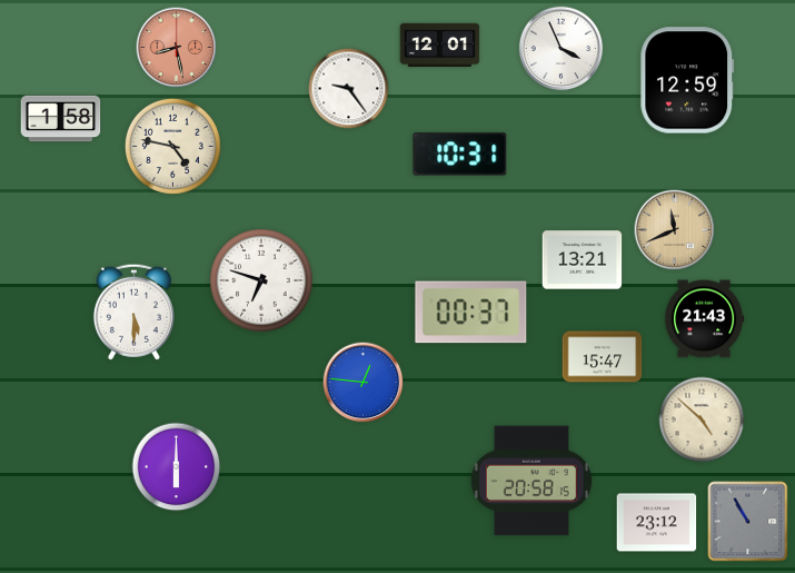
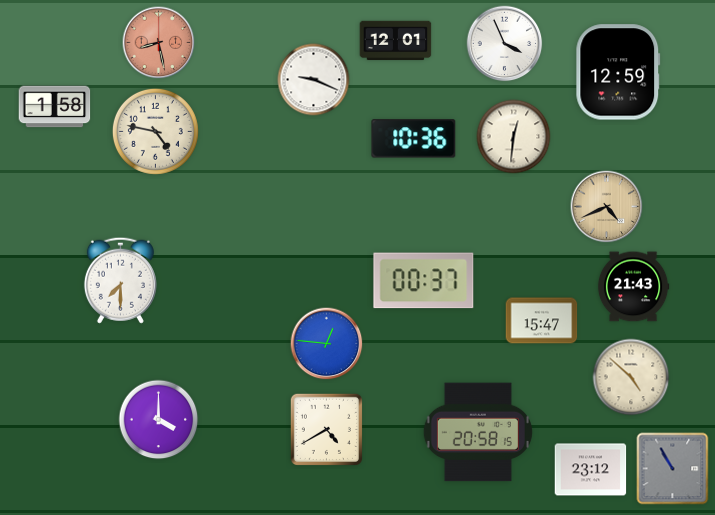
clock at (349, 89): 9:24 -> 9:19
clock at (514, 137): none -> 12:31
clock at (460, 155): 10:31 -> 10:36
clock at (675, 230): 11:41 -> 4:41
clock at (583, 260): 13:21 -> none
clock at (261, 280): 6:48 -> none
clock at (133, 312): 5:30 -> 7:30
clock at (177, 467): 6:00 -> 4:00
clock at (326, 429): none -> 4:40
